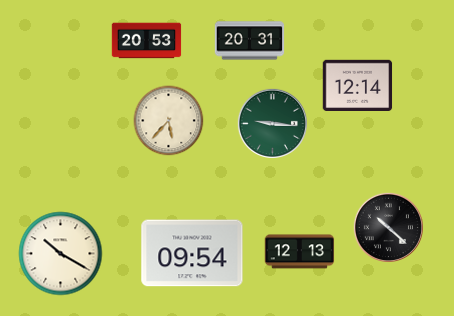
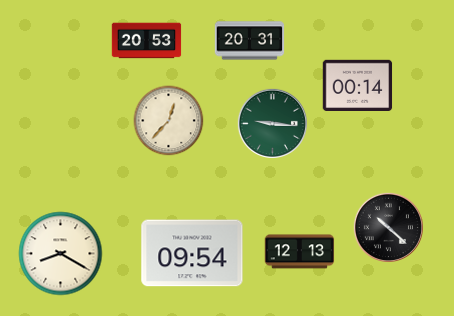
clock at (358, 85): 12:14 -> 00:14
clock at (169, 121): 5:37 -> 12:37
clock at (61, 254): 10:20 -> 8:20
